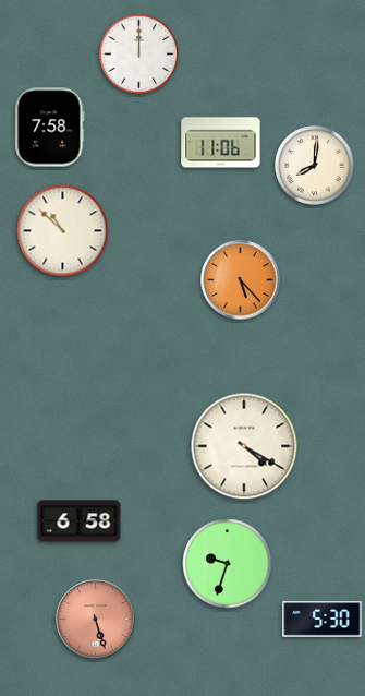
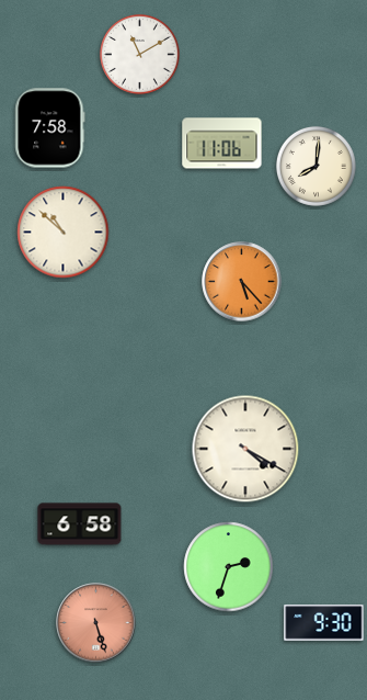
clock at (138, 53): 12:00 -> 11:10
clock at (228, 564): 9:33 -> 2:33
clock at (323, 620): 5:30 -> 9:30
